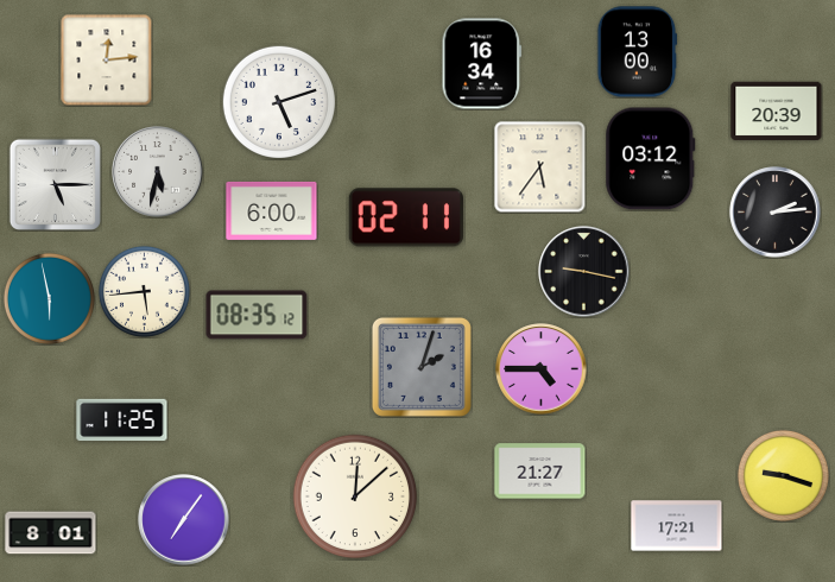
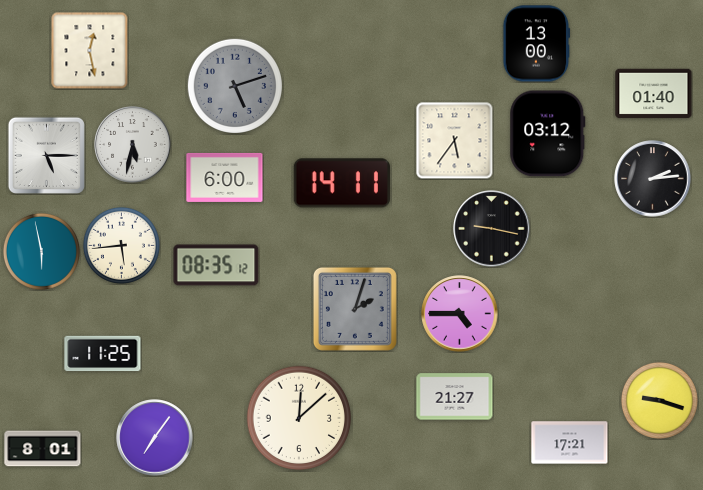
clock at (106, 59): 12:14 -> 12:28
clock at (482, 64): 16:34 -> none
clock at (279, 102) dial: white -> grey
clock at (777, 112): 20:39 -> 01:40
clock at (272, 210) position: (272, 210) -> (225, 177)
clock at (406, 217): 02:11 -> 14:11
clock at (542, 369) position: (542, 369) -> (460, 314)
